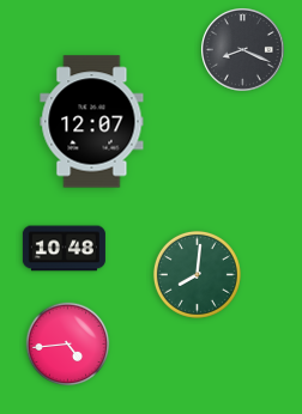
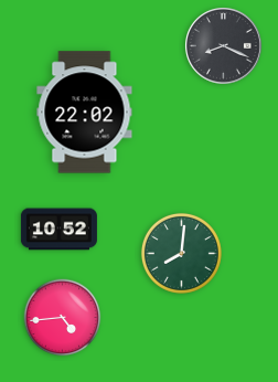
clock at (92, 122): 12:07 -> 22:02
clock at (64, 249): 10:48 -> 10:52
